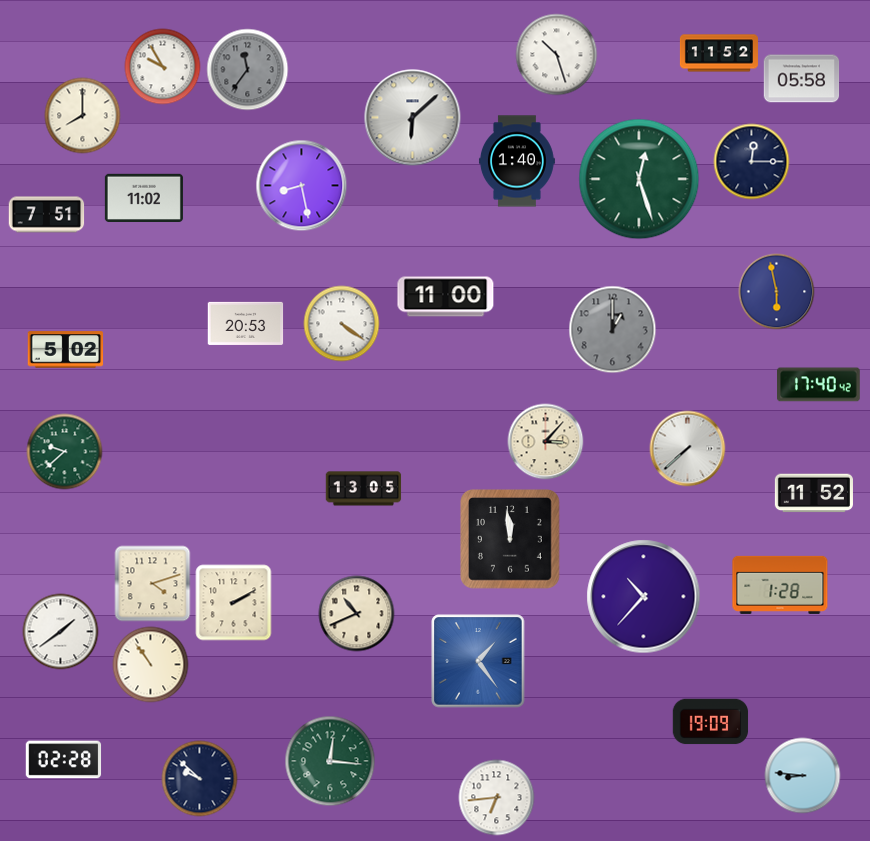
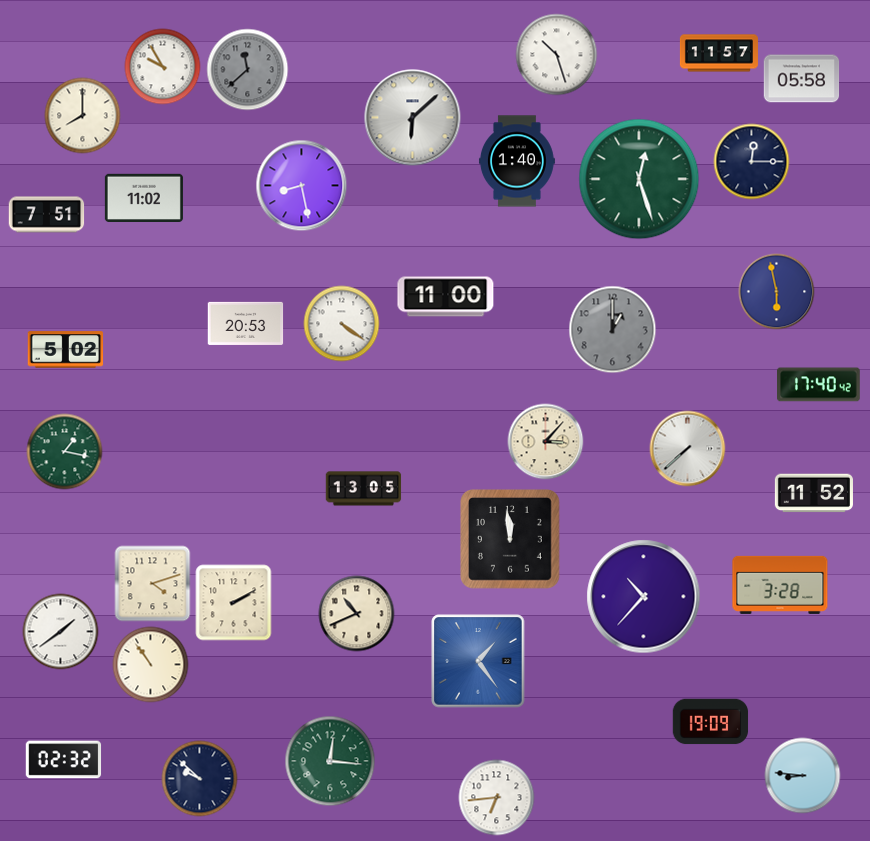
clock at (719, 53): 11:52 -> 11:57
clock at (248, 70): 11:36 -> 11:38
clock at (65, 452): 9:38 -> 1:17
clock at (780, 585): 1:28 -> 3:28
clock at (64, 760): 02:28 -> 02:32
